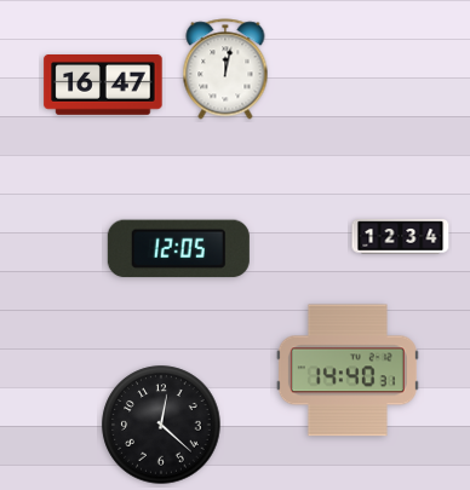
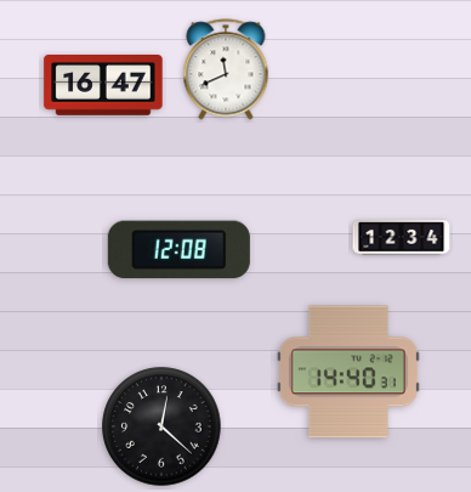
clock at (225, 69): 12:02 -> 11:41
clock at (178, 249): 12:05 -> 12:08
